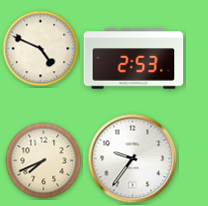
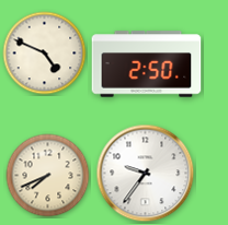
clock at (134, 59): 2:53 -> 2:50
